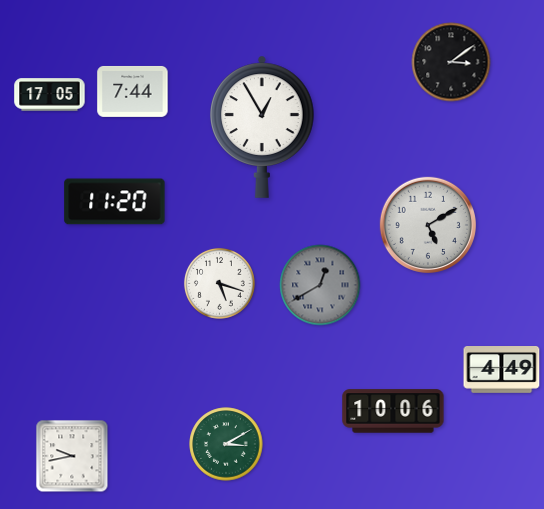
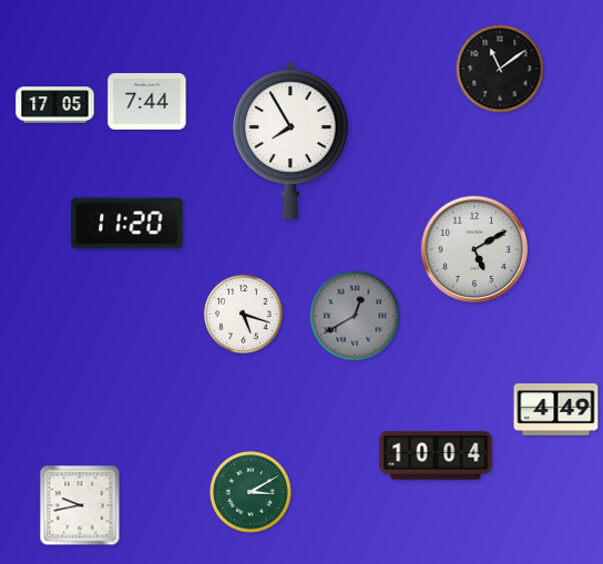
clock at (451, 62): 3:09 -> 11:09
clock at (262, 127): 12:55 -> 7:55
clock at (393, 411): 10:06 -> 10:04
